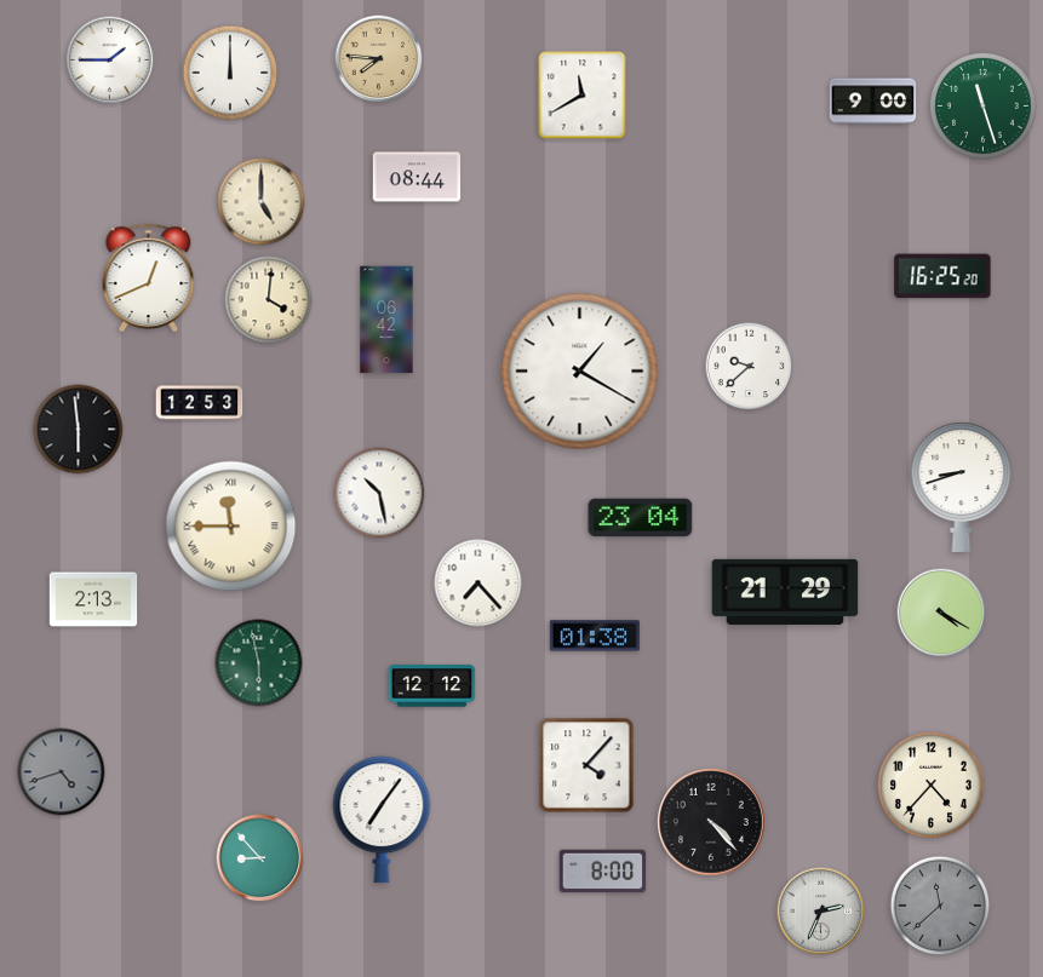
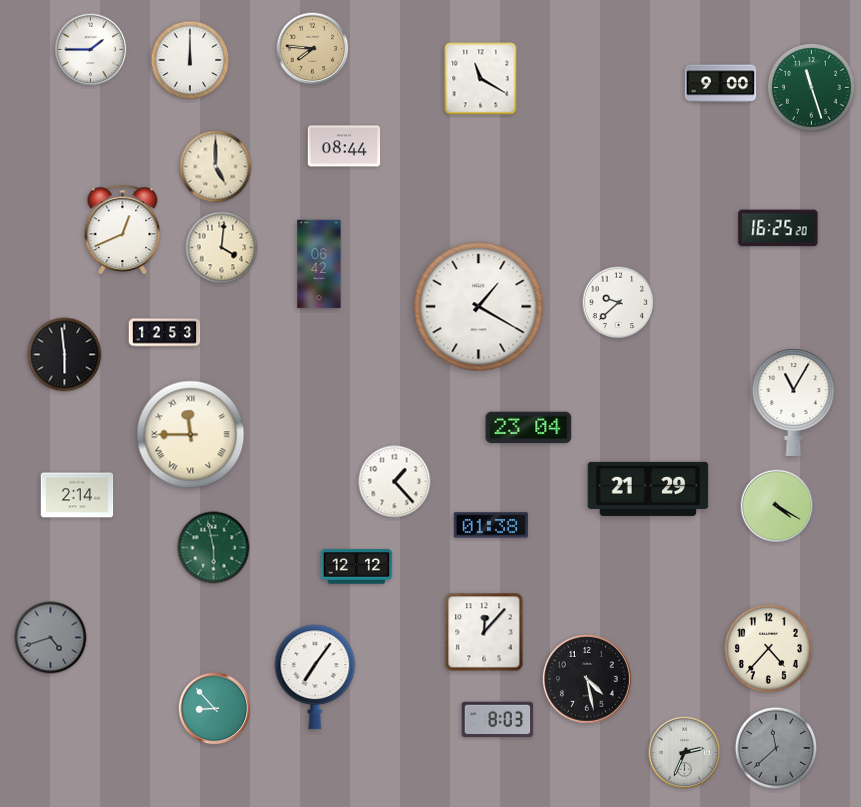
clock at (583, 96): 11:40 -> 11:20
clock at (962, 487): 8:42 -> 11:05
clock at (379, 493): 10:28 -> none
clock at (478, 584): 7:23 -> 1:23
clock at (93, 599): 2:13 -> 2:14
clock at (586, 765): 4:07 -> 12:07
clock at (712, 823): 4:23 -> 4:28
clock at (603, 872): 8:00 -> 8:03
clock at (821, 912) position: (821, 912) -> (685, 753)
